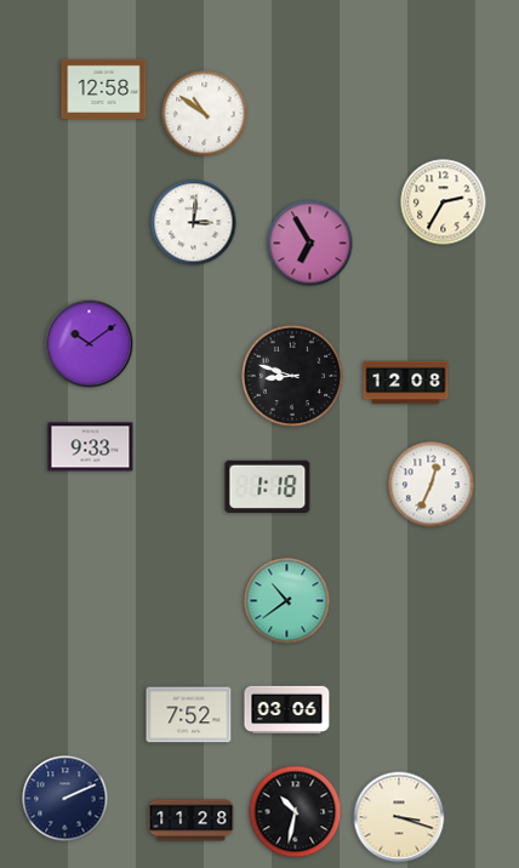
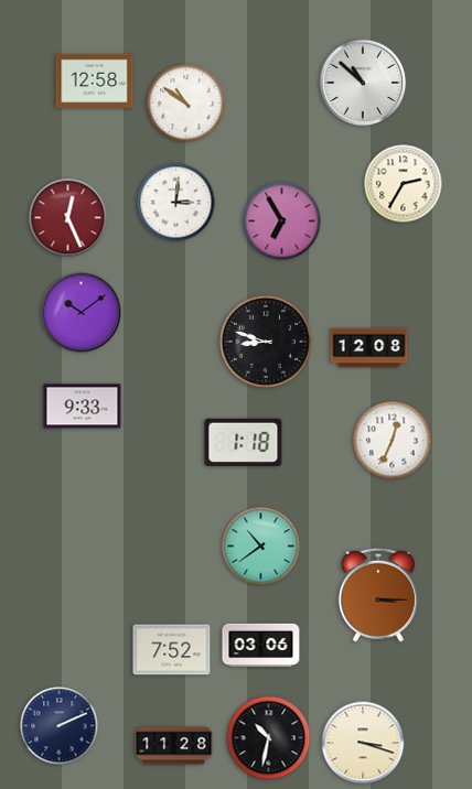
clock at (363, 83): none -> 10:52
clock at (68, 218): none -> 12:26
clock at (378, 595): none -> 3:15
